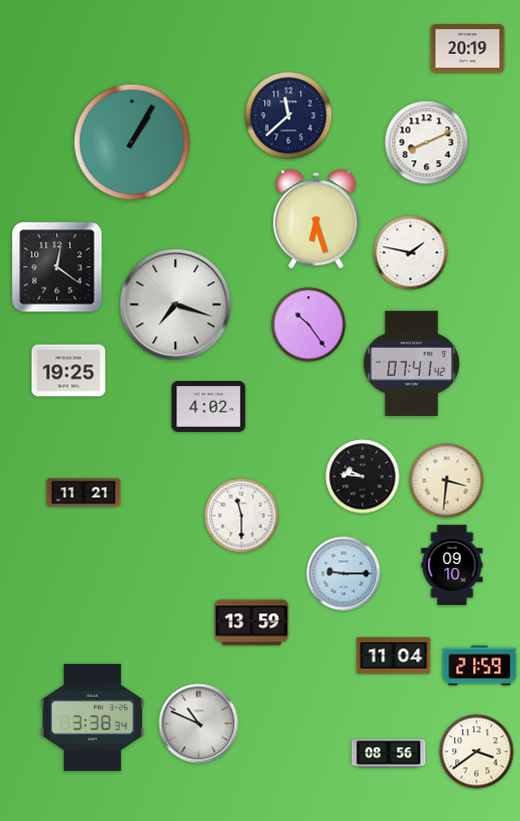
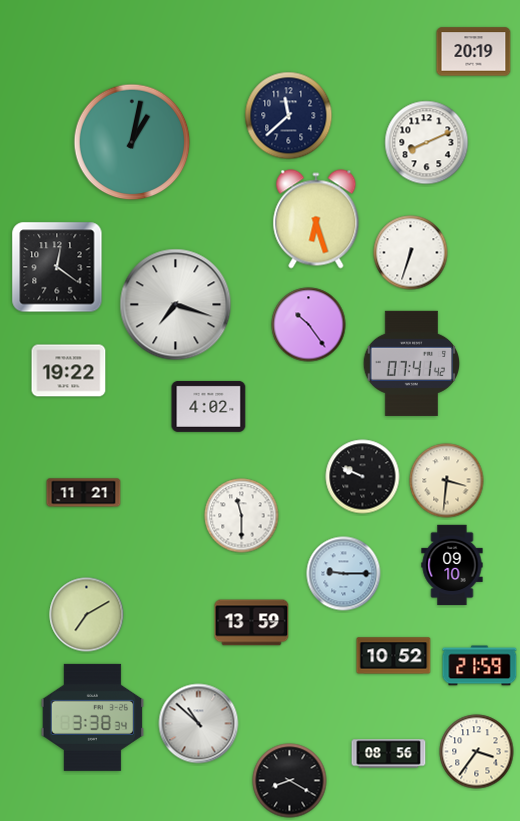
clock at (468, 49) position: (468, 49) -> (474, 52)
clock at (132, 142): 1:05 -> 1:02
clock at (411, 253): 1:47 -> 6:33
clock at (69, 371): 19:25 -> 19:22
clock at (363, 477): 9:46 -> 9:49
clock at (87, 615): none -> 7:10
clock at (394, 656): 11:04 -> 10:52
clock at (199, 724): 10:49 -> 10:52
clock at (477, 752): 3:39 -> 3:36
clock at (290, 781): none -> 8:20
